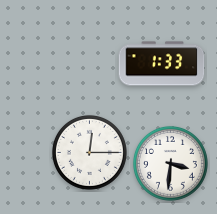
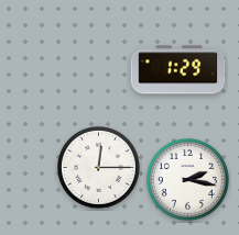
clock at (162, 64): 1:33 -> 1:29
clock at (170, 163): 3:31 -> 2:17
